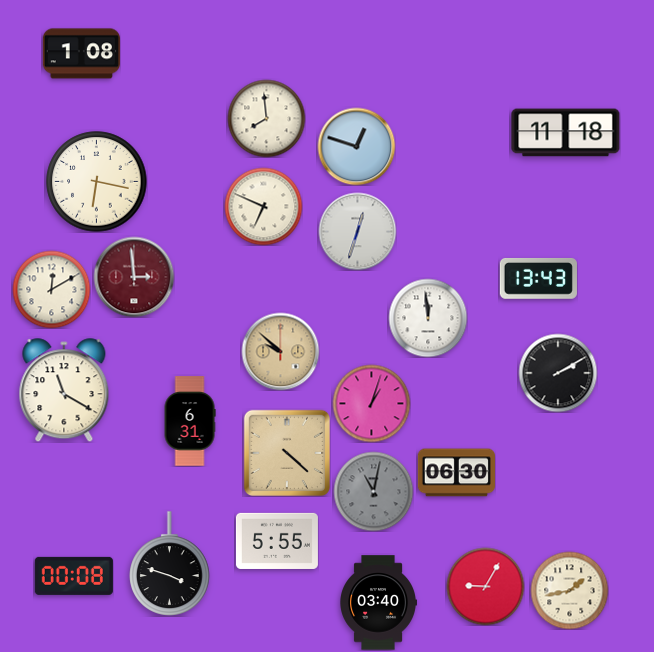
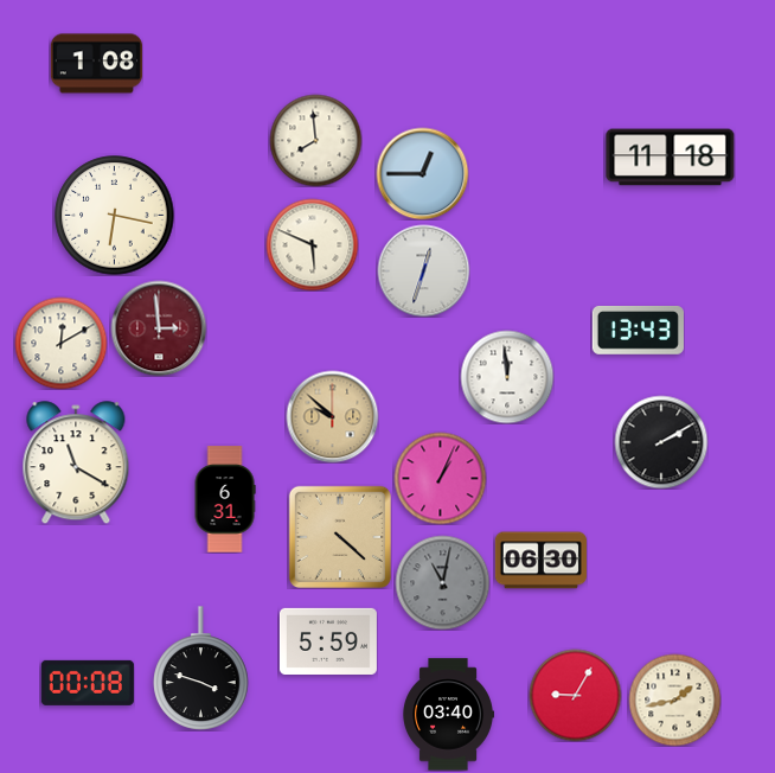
clock at (356, 146): 12:48 -> 12:45
clock at (263, 206): 6:49 -> 5:49
clock at (357, 231) position: (357, 231) -> (423, 270)
clock at (371, 403): 1:03 -> 1:04
clock at (277, 541): 5:55 -> 5:59
